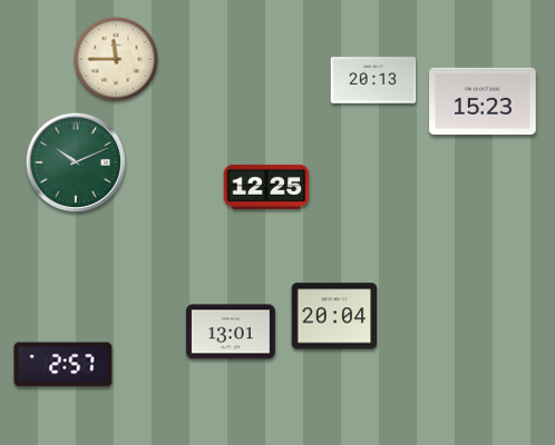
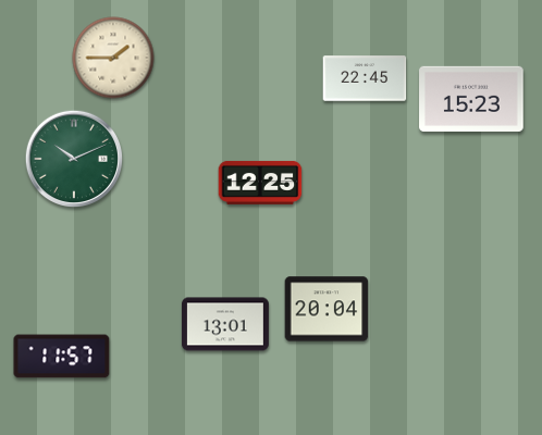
clock at (116, 59): 11:45 -> 1:45
clock at (373, 80): 20:13 -> 22:45
clock at (64, 365): 2:57 -> 11:57
